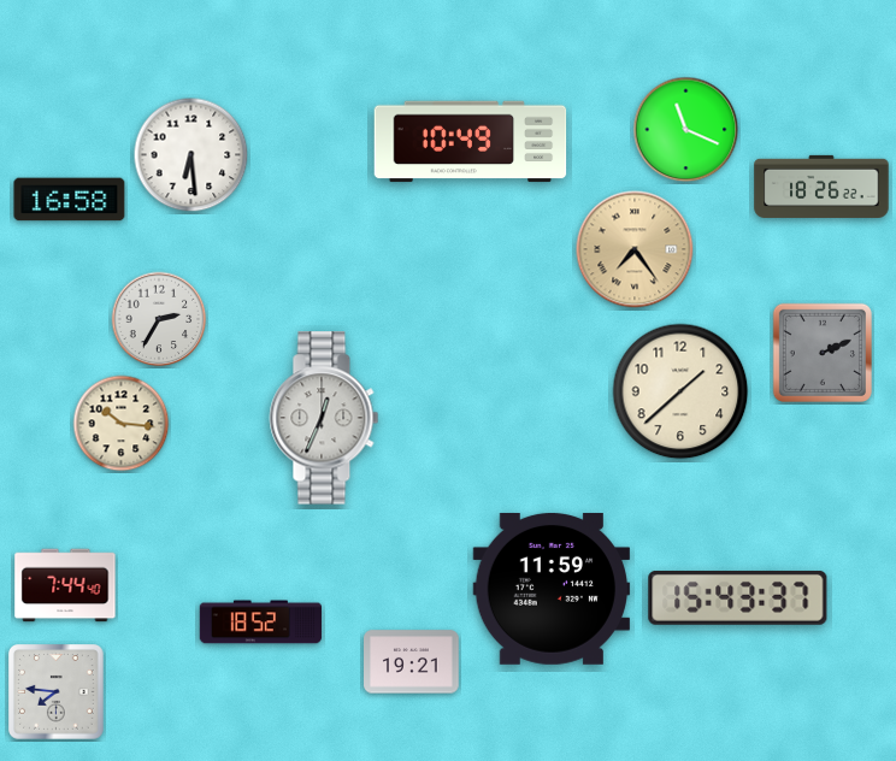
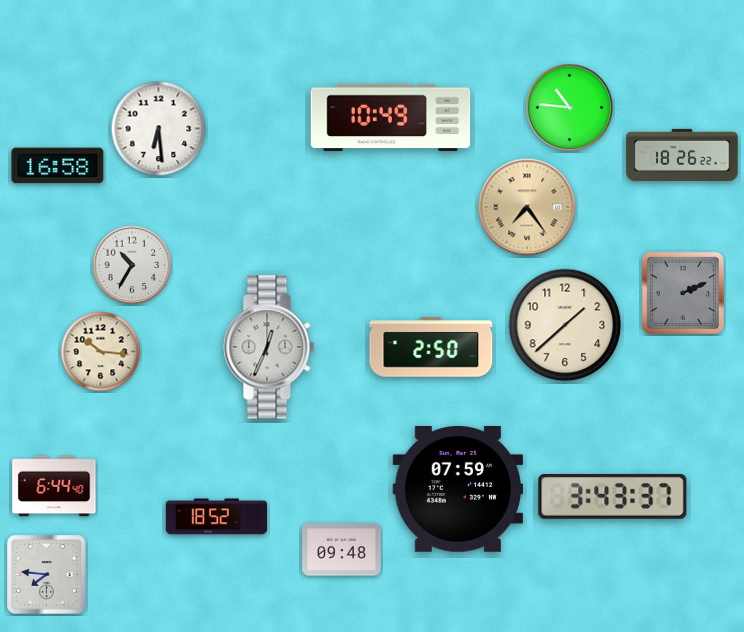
clock at (686, 130): 11:19 -> 10:46
clock at (159, 319): 2:35 -> 10:35
clock at (431, 347): none -> 2:50
clock at (65, 585): 7:44 -> 6:44
clock at (552, 589): 11:59 -> 07:59
clock at (738, 597): 15:43 -> 3:43
clock at (412, 662): 19:21 -> 09:48
